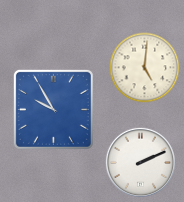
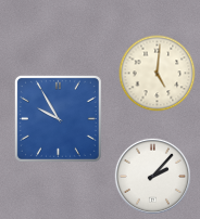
clock at (140, 162): 2:11 -> 2:07
